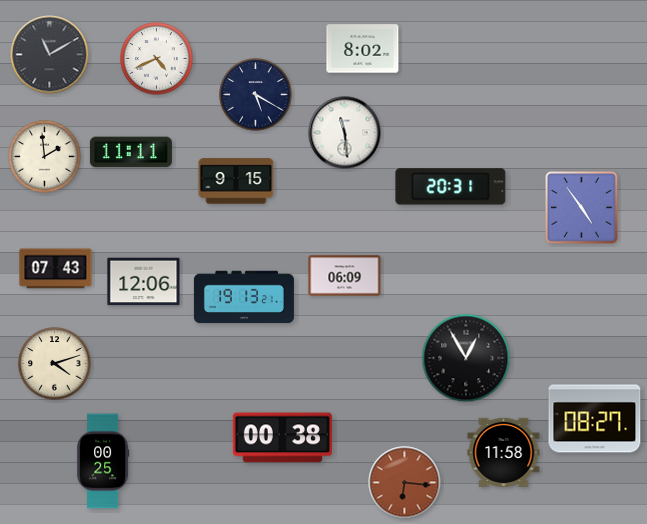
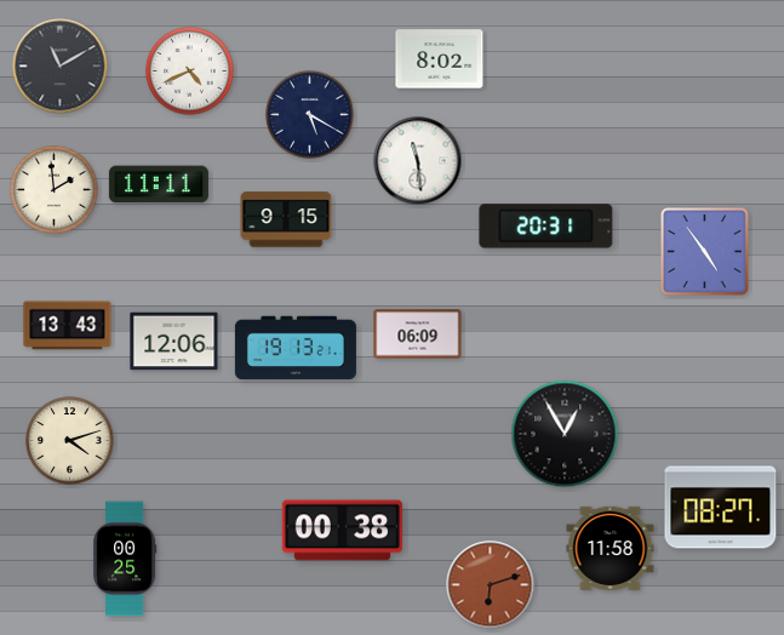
clock at (56, 269): 07:43 -> 13:43
clock at (244, 297) position: (244, 297) -> (296, 348)
clock at (55, 364) position: (55, 364) -> (70, 441)
clock at (405, 483): 6:16 -> 6:12
